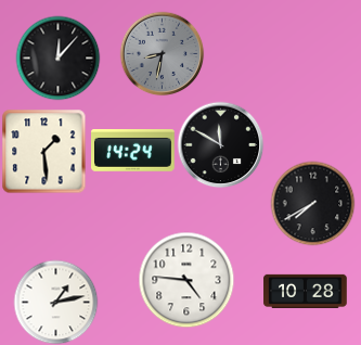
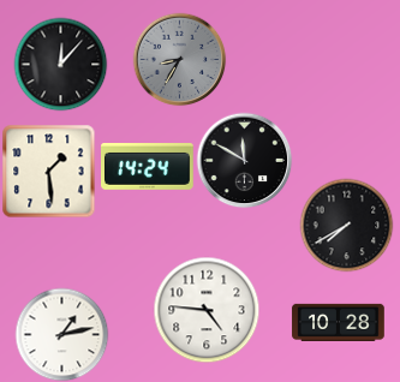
clock at (162, 53): 8:32 -> 8:35
clock at (57, 58) position: (57, 58) -> (60, 64)
clock at (43, 151) position: (43, 151) -> (48, 171)
